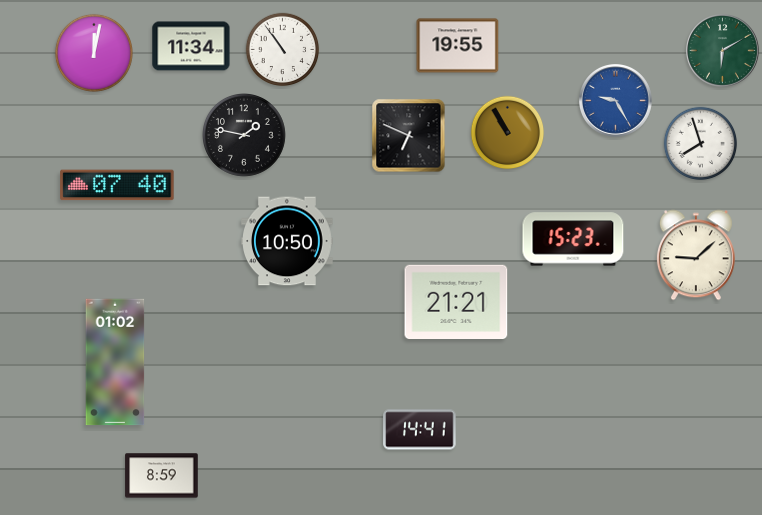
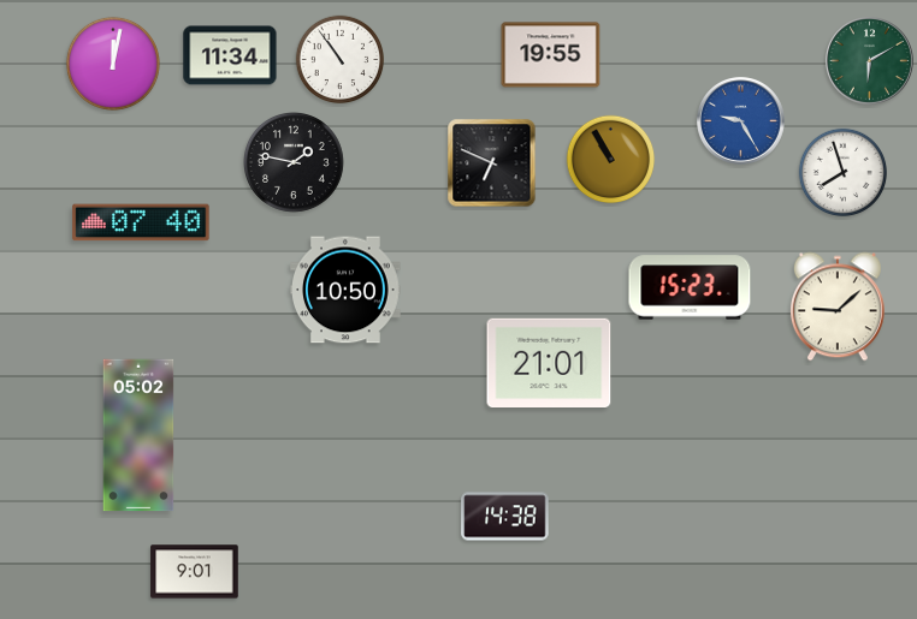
clock at (456, 301): 21:21 -> 21:01
clock at (115, 362): 01:02 -> 05:02
clock at (420, 430): 14:41 -> 14:38
clock at (162, 476): 8:59 -> 9:01
